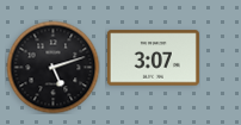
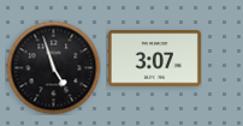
clock at (52, 67): 5:12 -> 4:57
